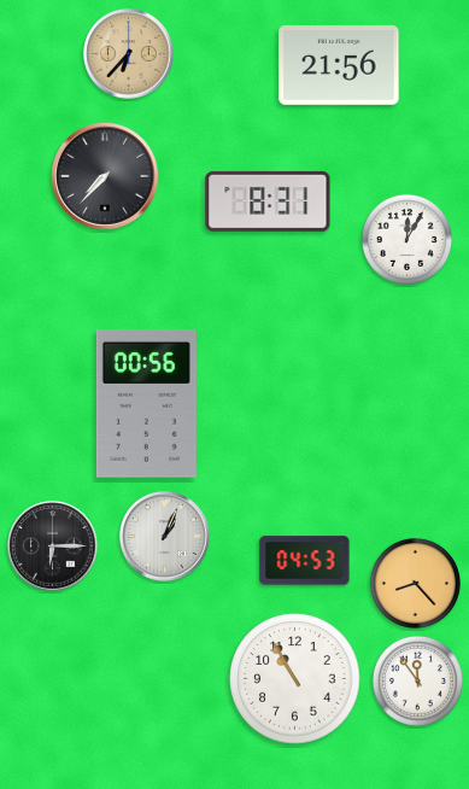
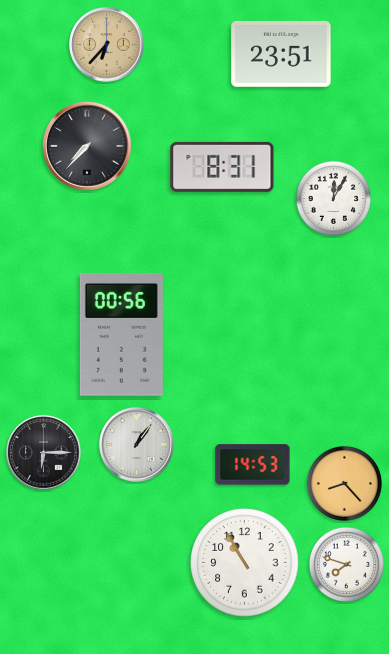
clock at (339, 65): 21:56 -> 23:51
clock at (406, 239) position: (406, 239) -> (333, 198)
clock at (165, 537): 1:04 -> 1:06
clock at (305, 561): 04:53 -> 14:53
clock at (417, 680): 11:54 -> 7:48
